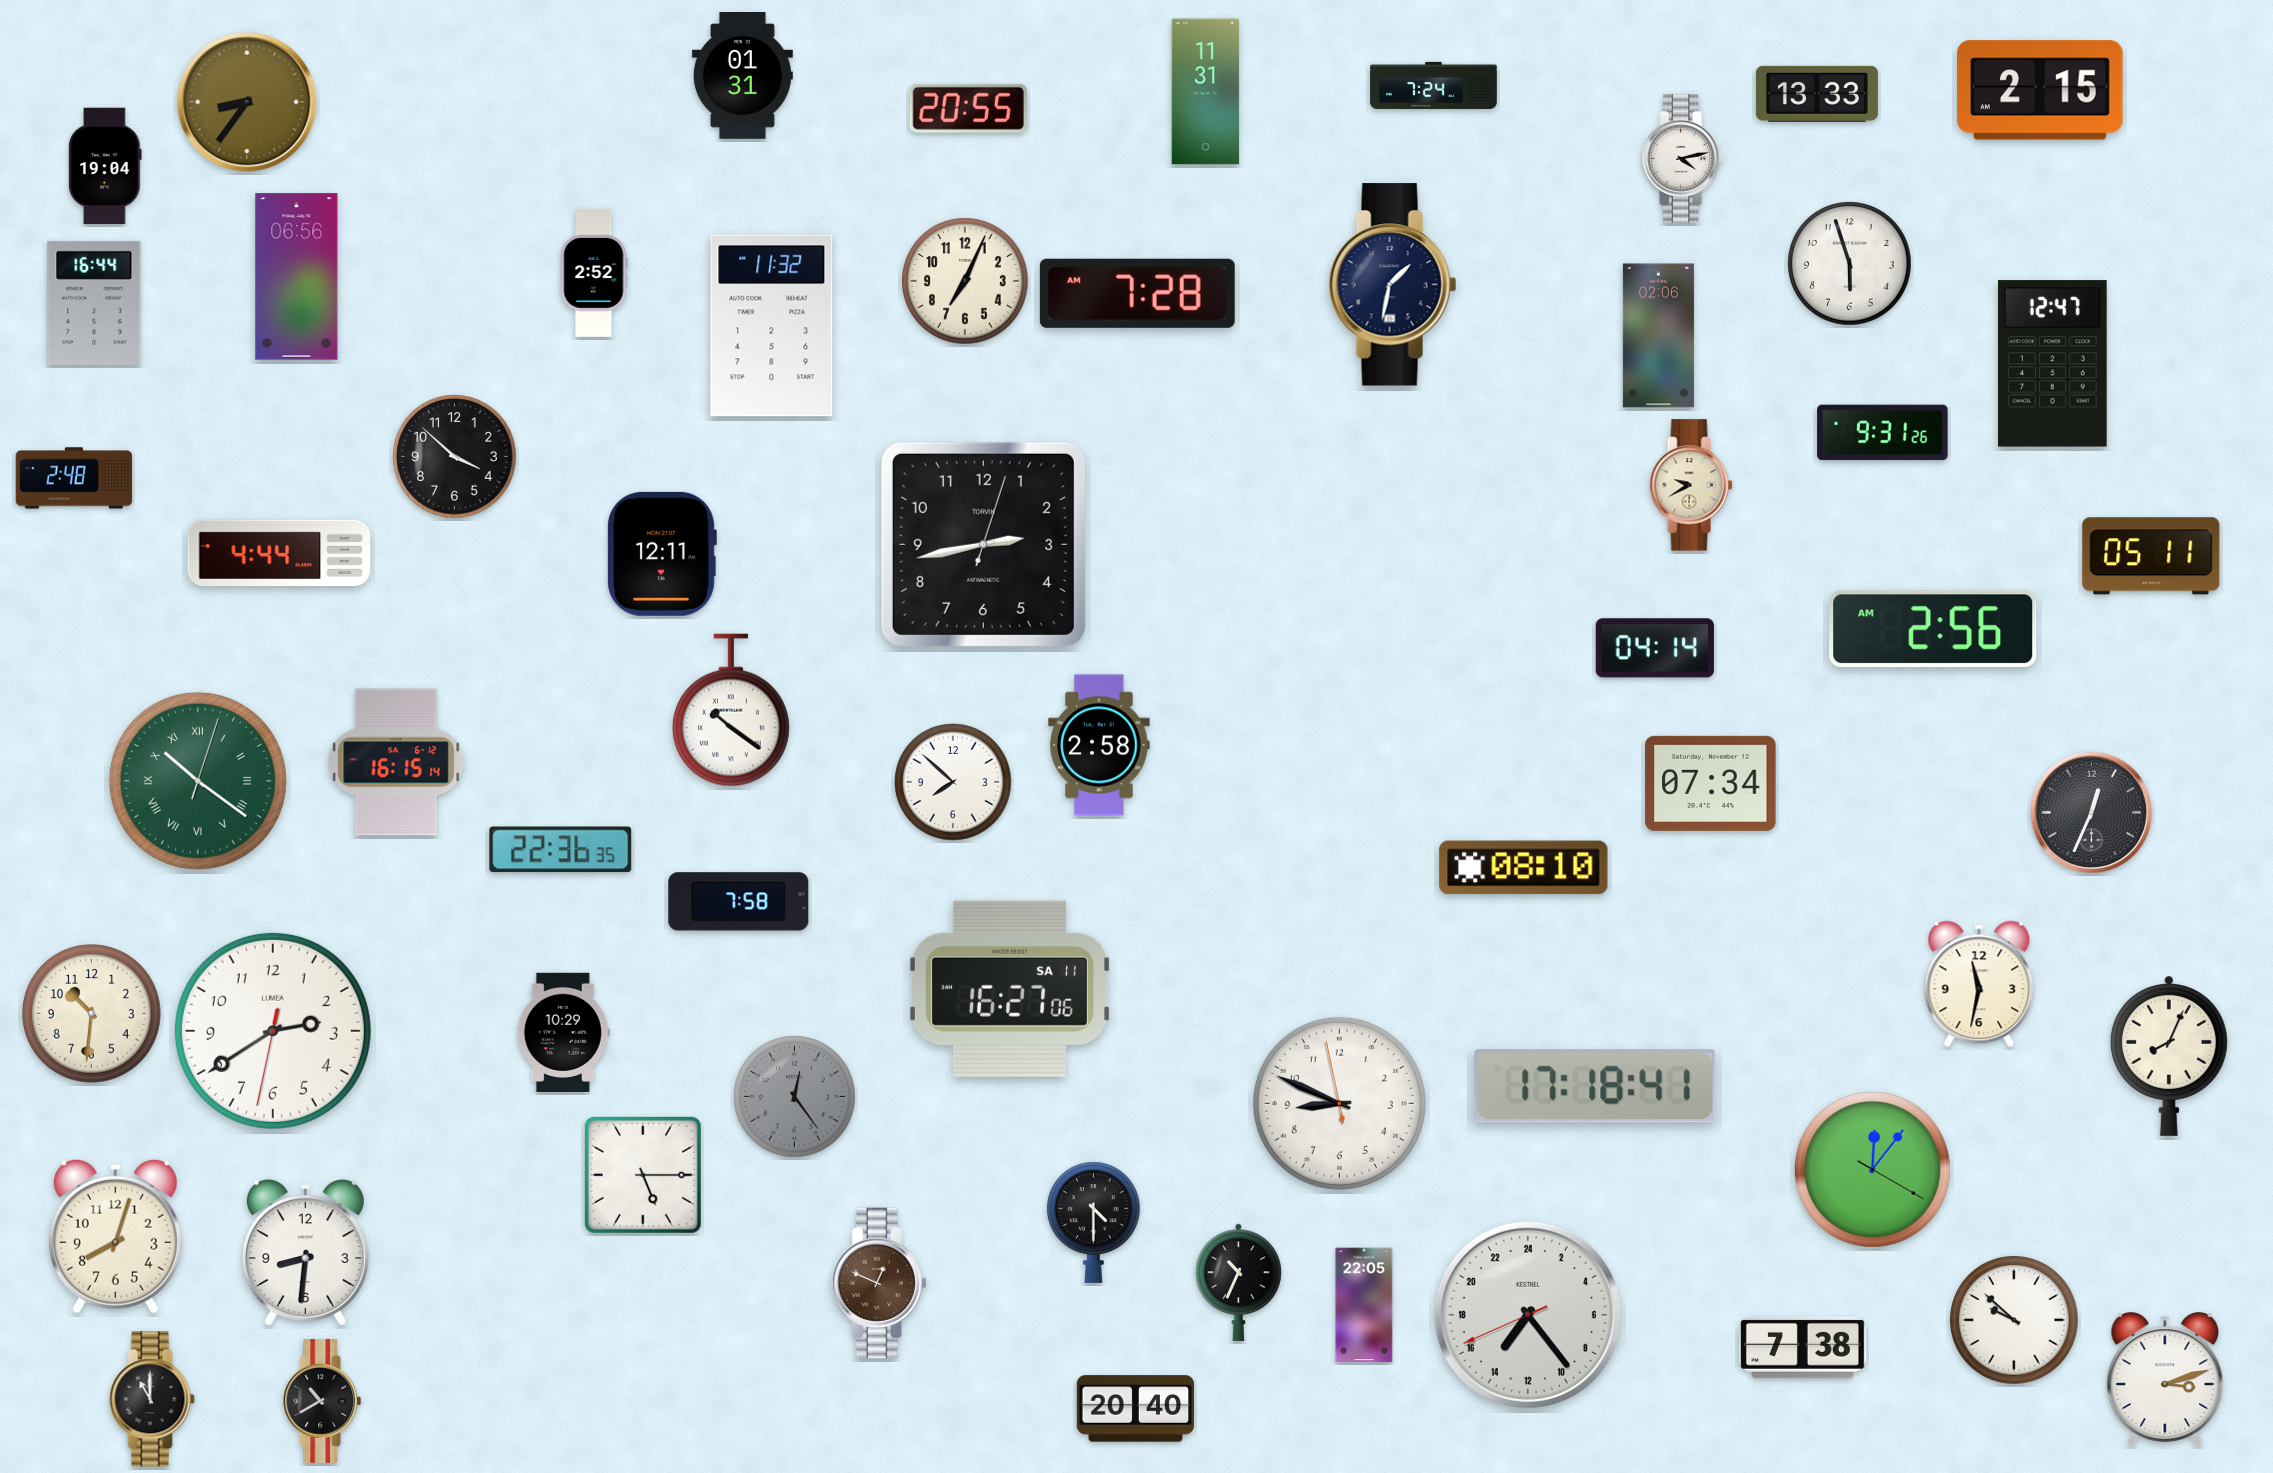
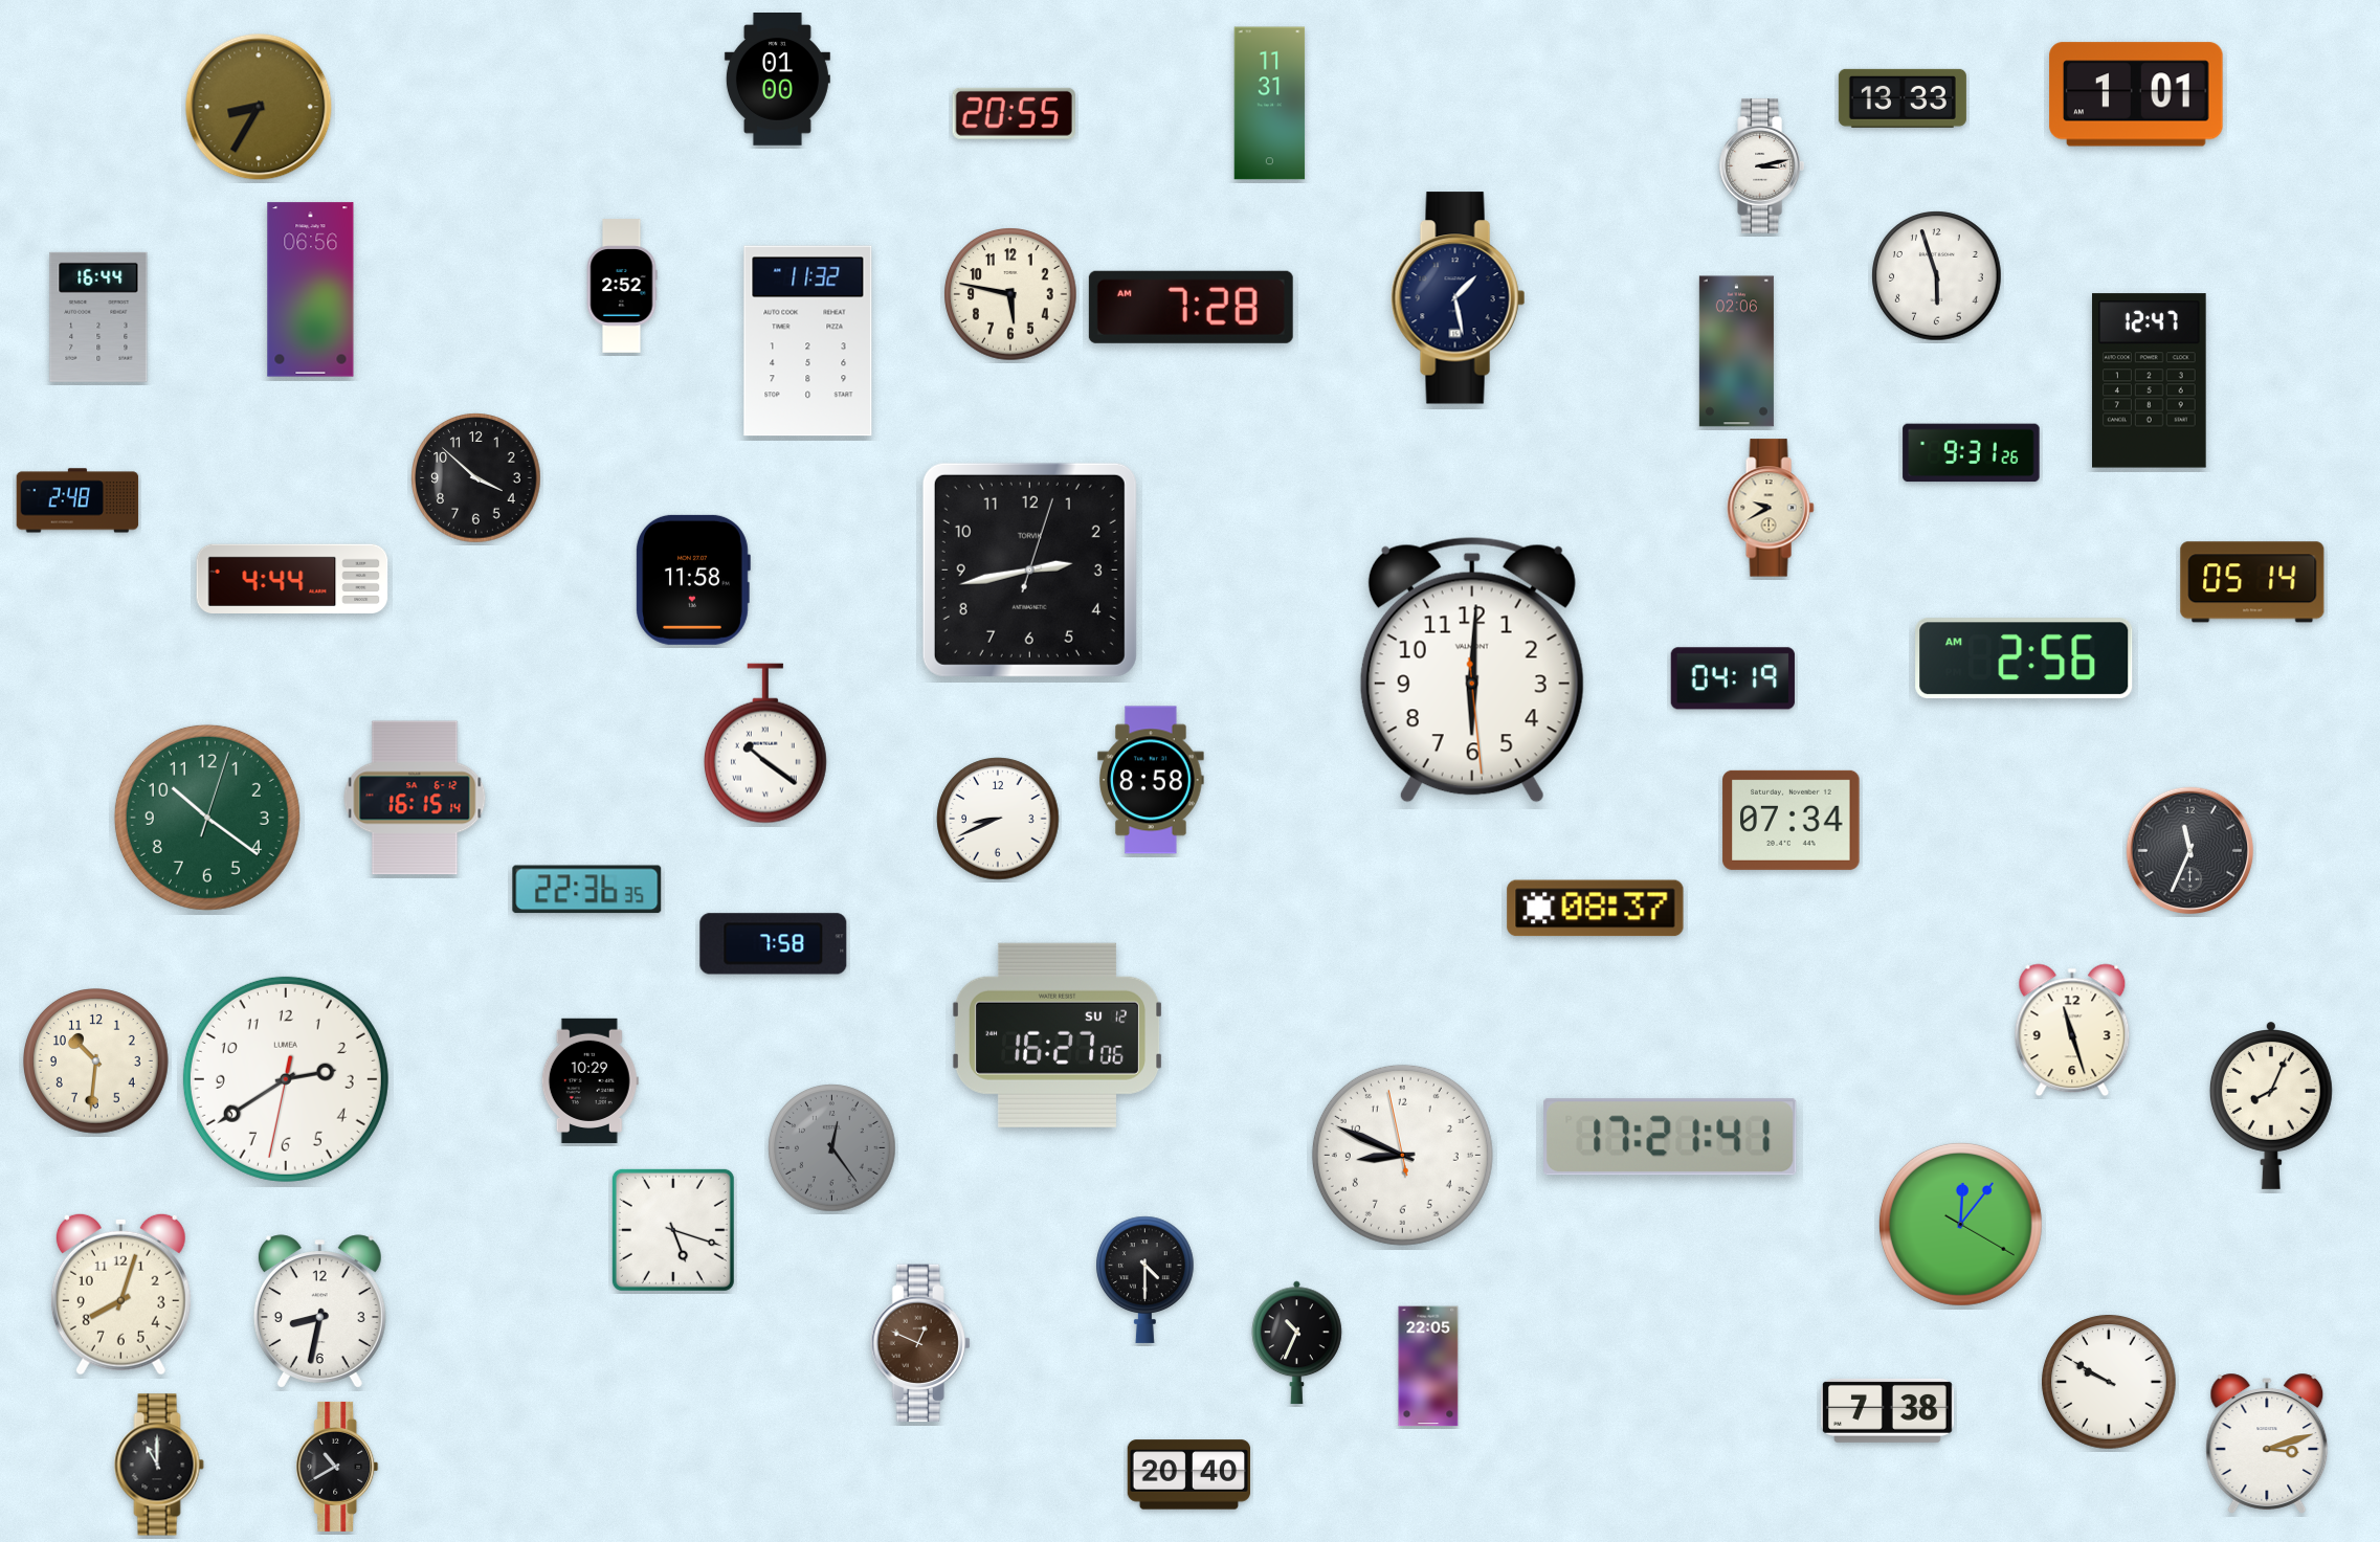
clock at (742, 76): 01:31 -> 01:00
clock at (1434, 85): 7:24 -> none
clock at (2040, 90): 2:15 -> 1:01
clock at (1206, 92) position: (1206, 92) -> (1270, 104)
clock at (247, 102): 8:36 -> 8:35
clock at (1682, 159): 4:13 -> 3:13
clock at (105, 166): 19:04 -> none
clock at (965, 281): 7:04 -> 5:47
clock at (1393, 285): 1:32 -> 1:28
clock at (662, 554): 12:11 -> 11:58
clock at (2151, 556): 05:11 -> 05:14
clock at (1472, 670): none -> 6:00
clock at (1655, 648): 04:14 -> 04:19
clock at (1099, 745): 2:58 -> 8:58
clock at (198, 781) numerals: Roman -> Arabic
clock at (953, 782): 7:52 -> 8:41
clock at (2092, 813): 12:34 -> 11:34
clock at (1524, 868): 08:10 -> 08:37
clock at (1979, 984): 11:32 -> 11:27
clock at (1009, 989) date: SA 11 -> SU 12
clock at (1595, 1086): 17:18 -> 17:21
clock at (643, 1175): 5:15 -> 5:18
clock at (305, 1253): 8:31 -> 8:32
clock at (1528, 1315): 14:23 -> none
clock at (2014, 1320): 9:52 -> 9:50
